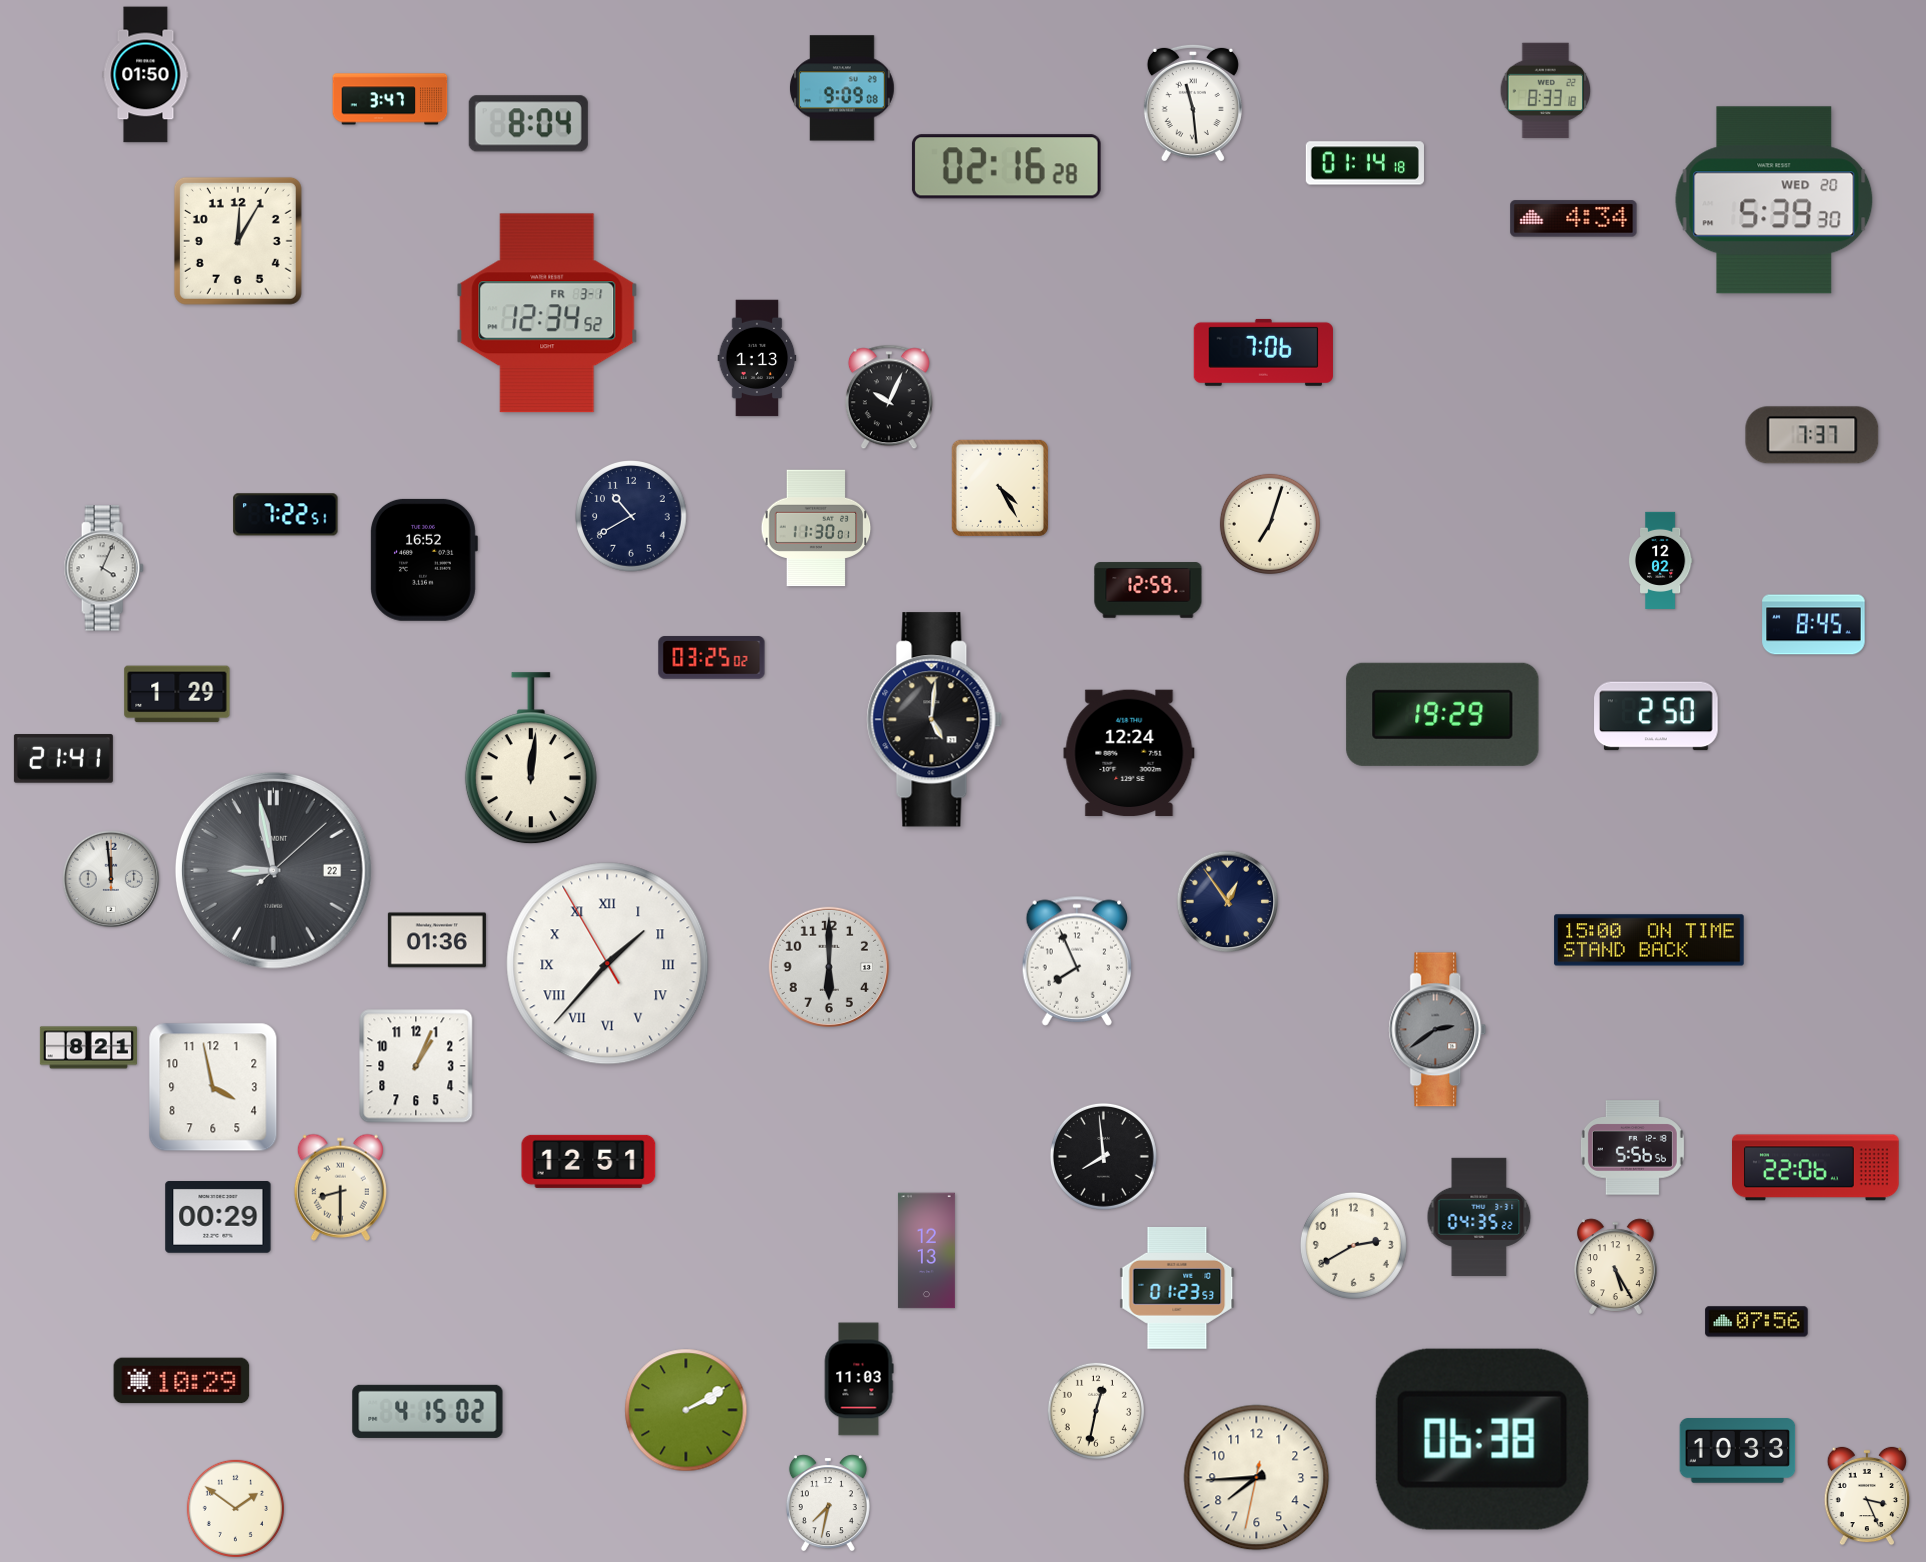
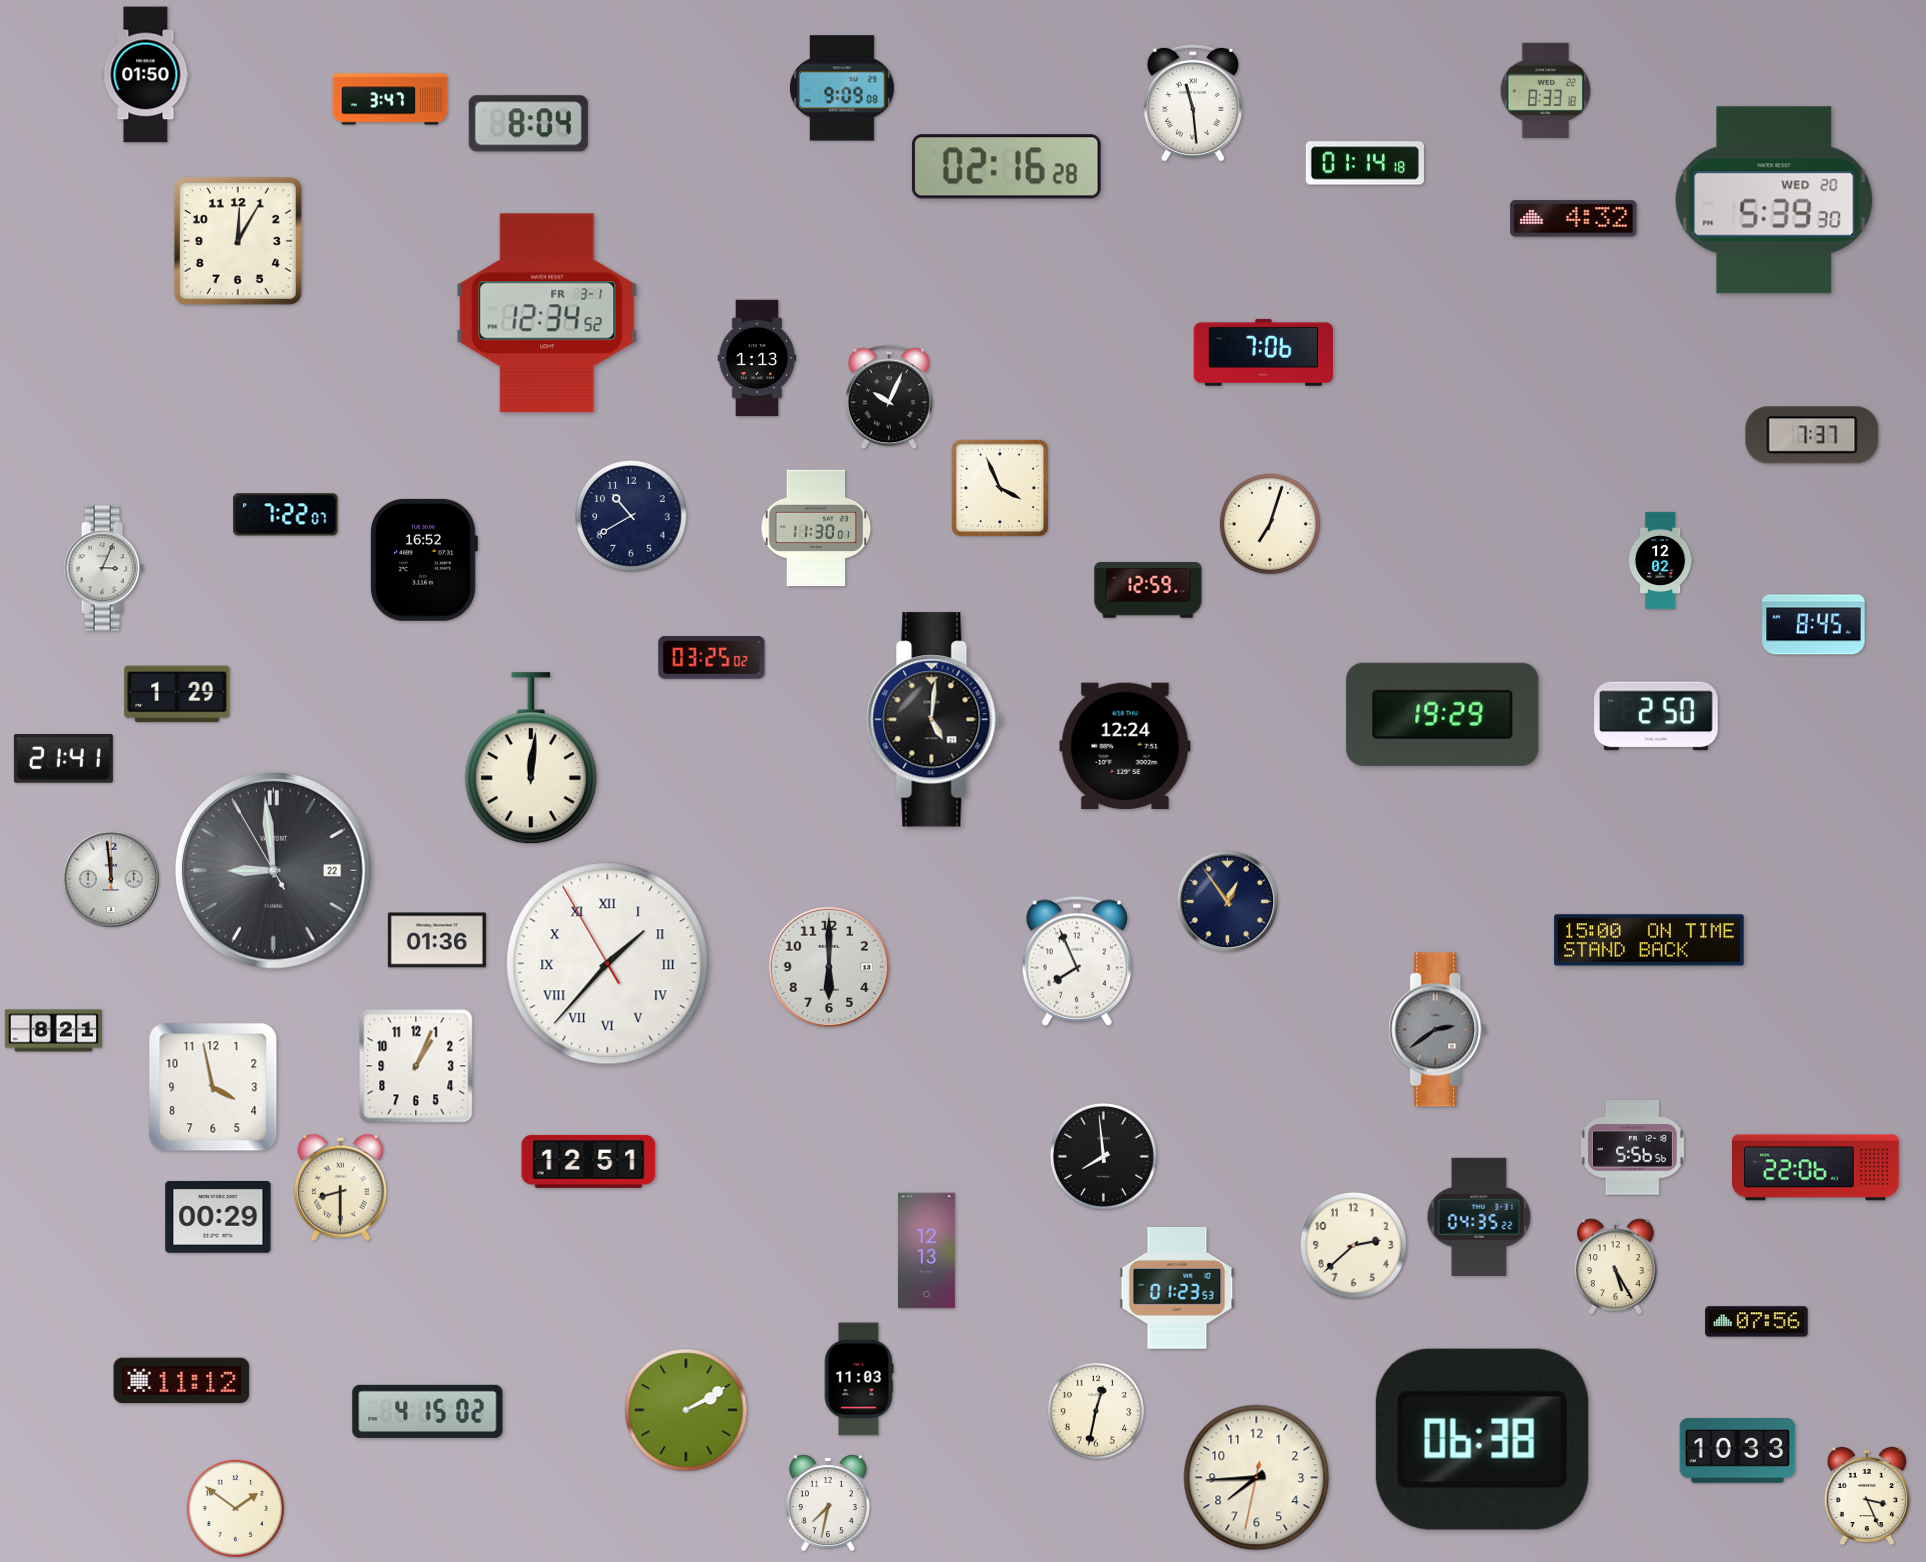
clock at (1574, 219): 4:34 -> 4:32
clock at (1000, 488): 4:25 -> 3:56
clock at (286, 515): 7:22:51 -> 7:22:07
clock at (104, 568): 4:04 -> 3:04
clock at (1129, 753) position: (1129, 753) -> (1125, 746)
clock at (273, 870): 8:58:08 -> 8:58:55
clock at (88, 1048) position: (88, 1048) -> (53, 1031)
clock at (1353, 1245): 2:40 -> 2:38
clock at (182, 1381): 10:29 -> 11:12
